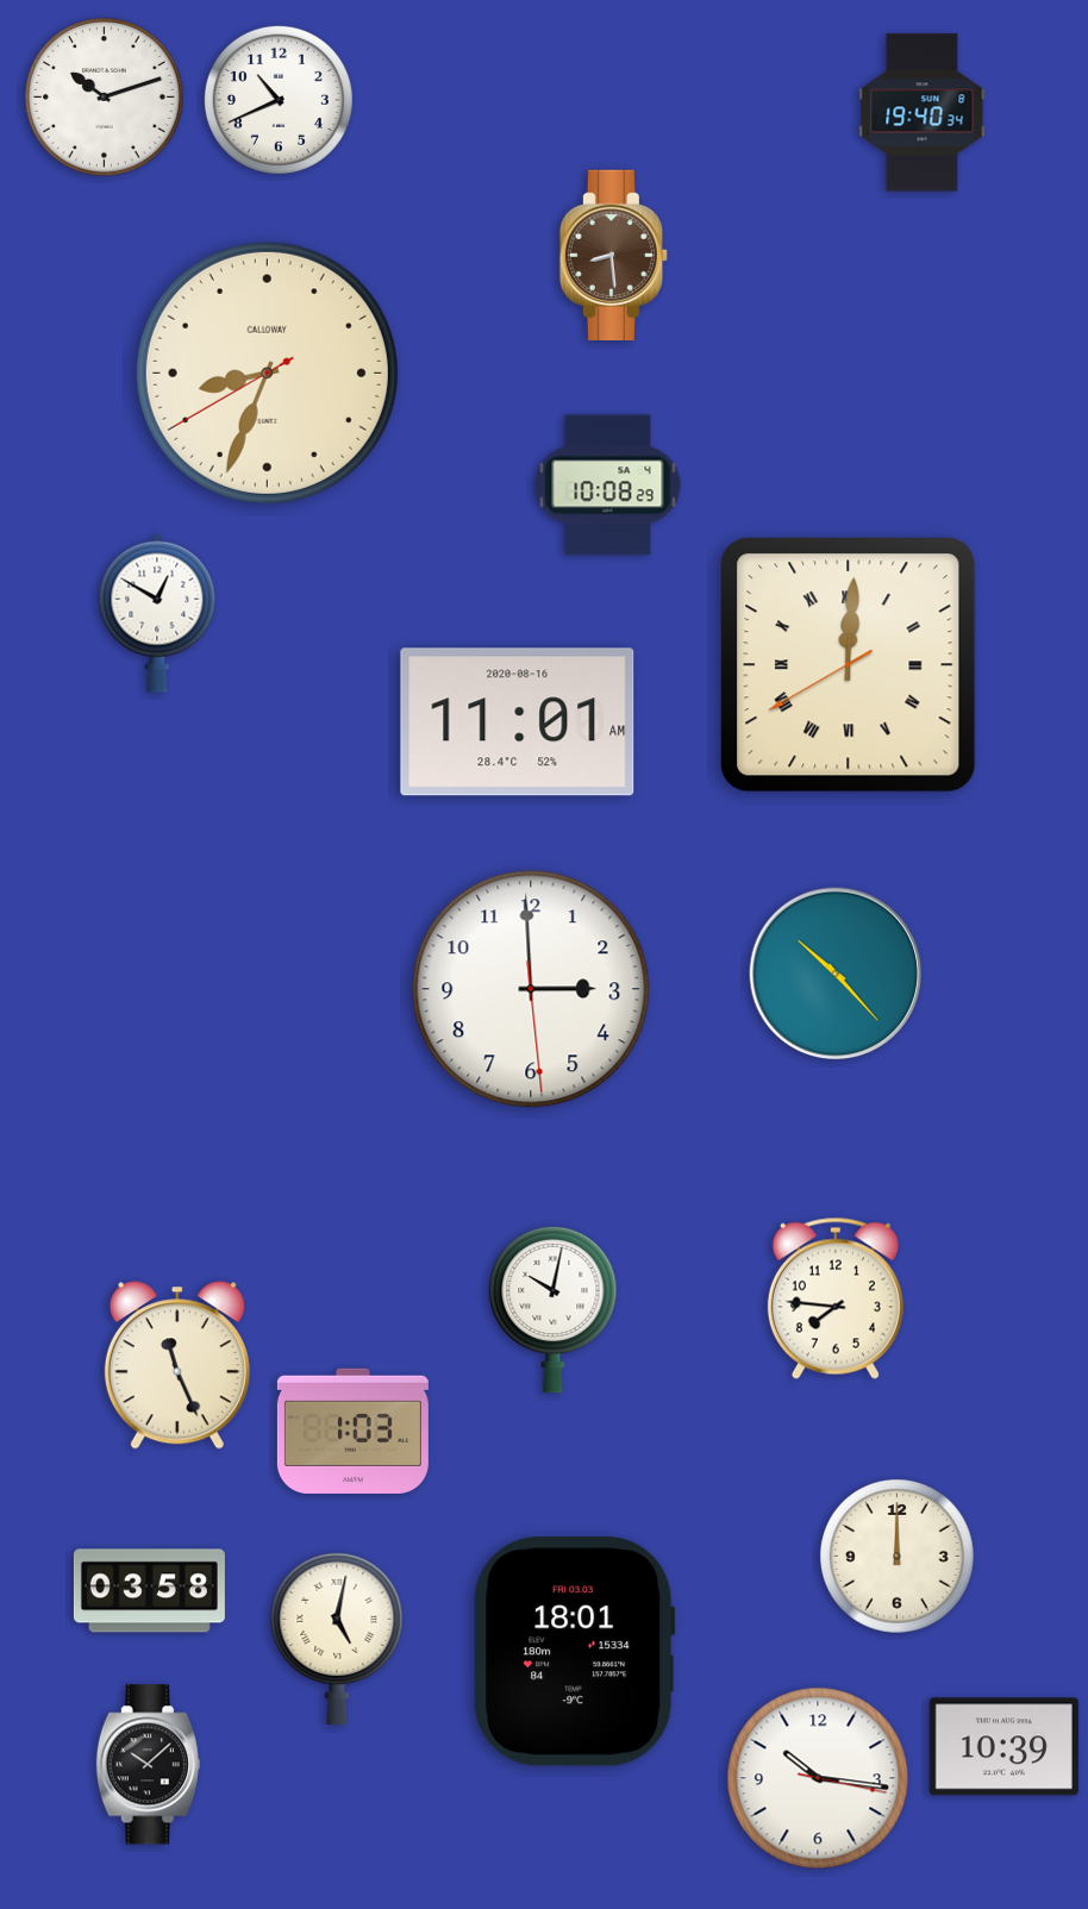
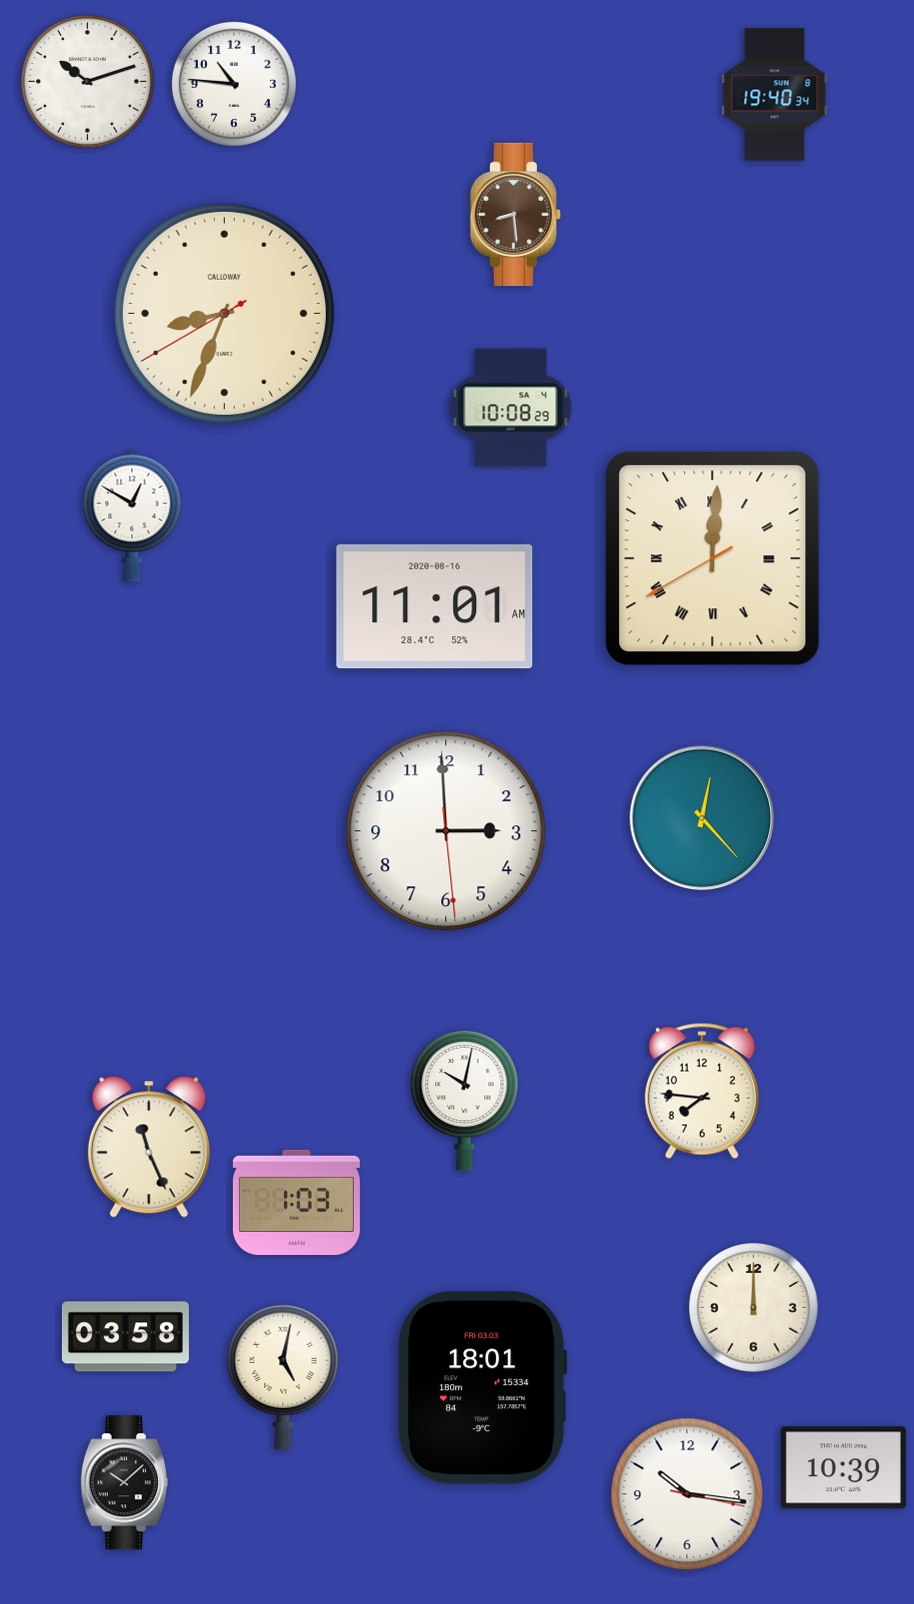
clock at (279, 100): 10:41 -> 10:46
clock at (836, 974): 10:23 -> 12:23
